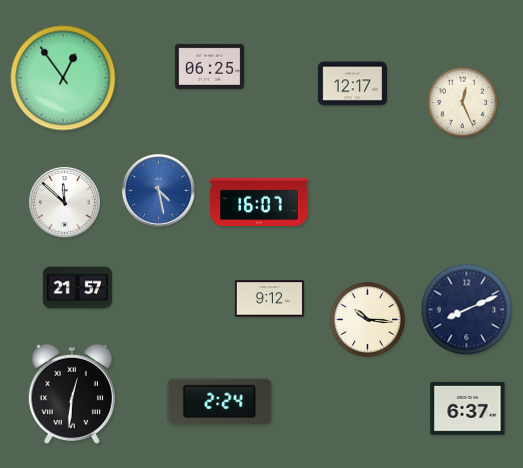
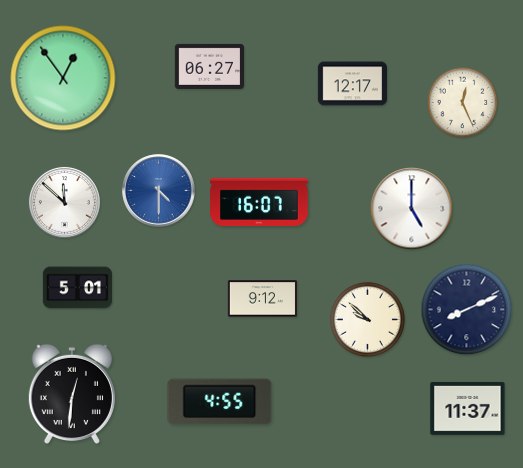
clock at (209, 66): 06:25 -> 06:27
clock at (159, 191): 4:28 -> 4:30
clock at (412, 209): none -> 5:00
clock at (77, 288): 21:57 -> 5:01
clock at (269, 299) position: (269, 299) -> (262, 299)
clock at (367, 319): 10:16 -> 9:52
clock at (220, 402): 2:24 -> 4:55
clock at (468, 408): 6:37 -> 11:37
